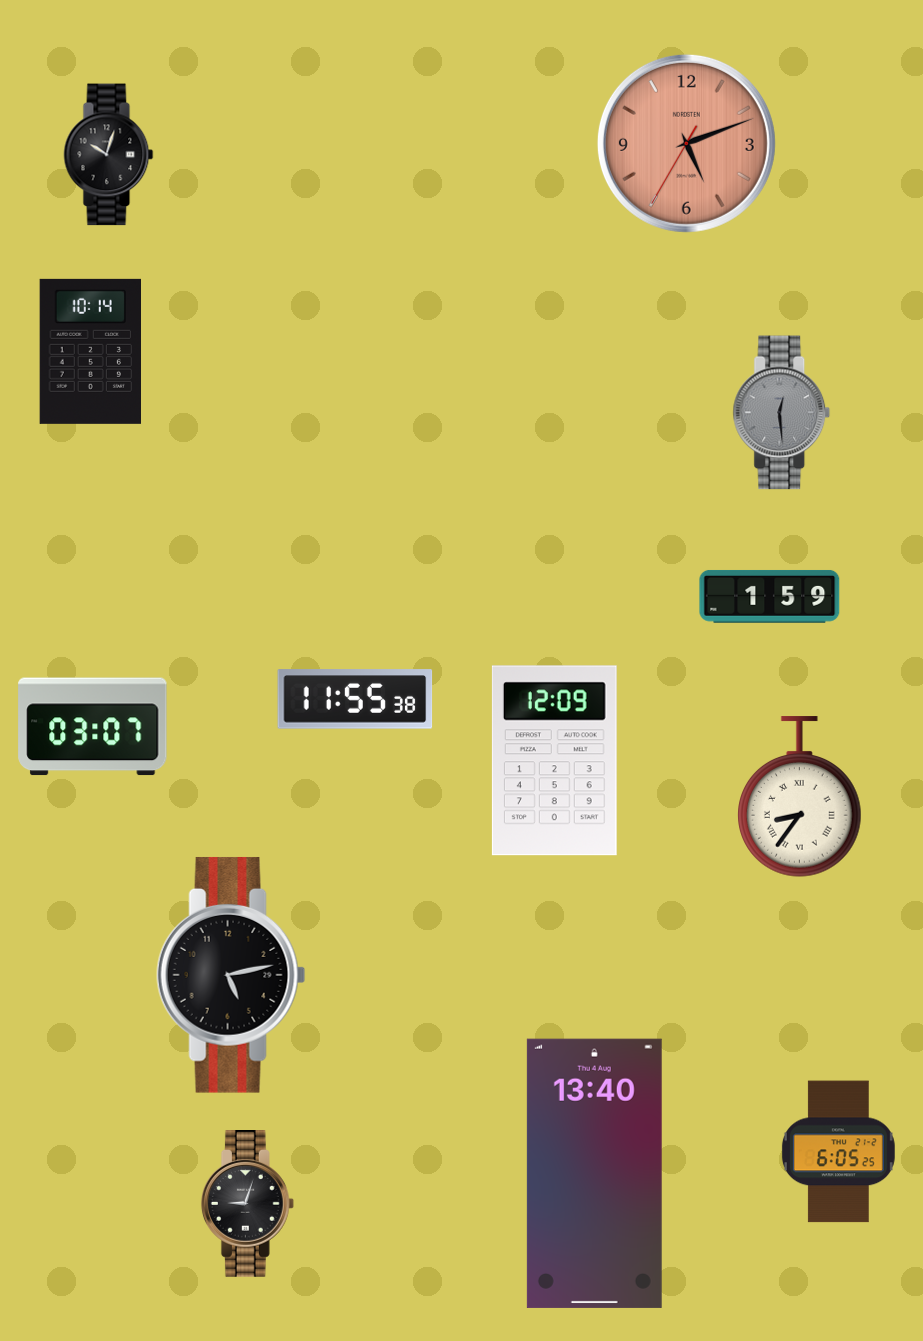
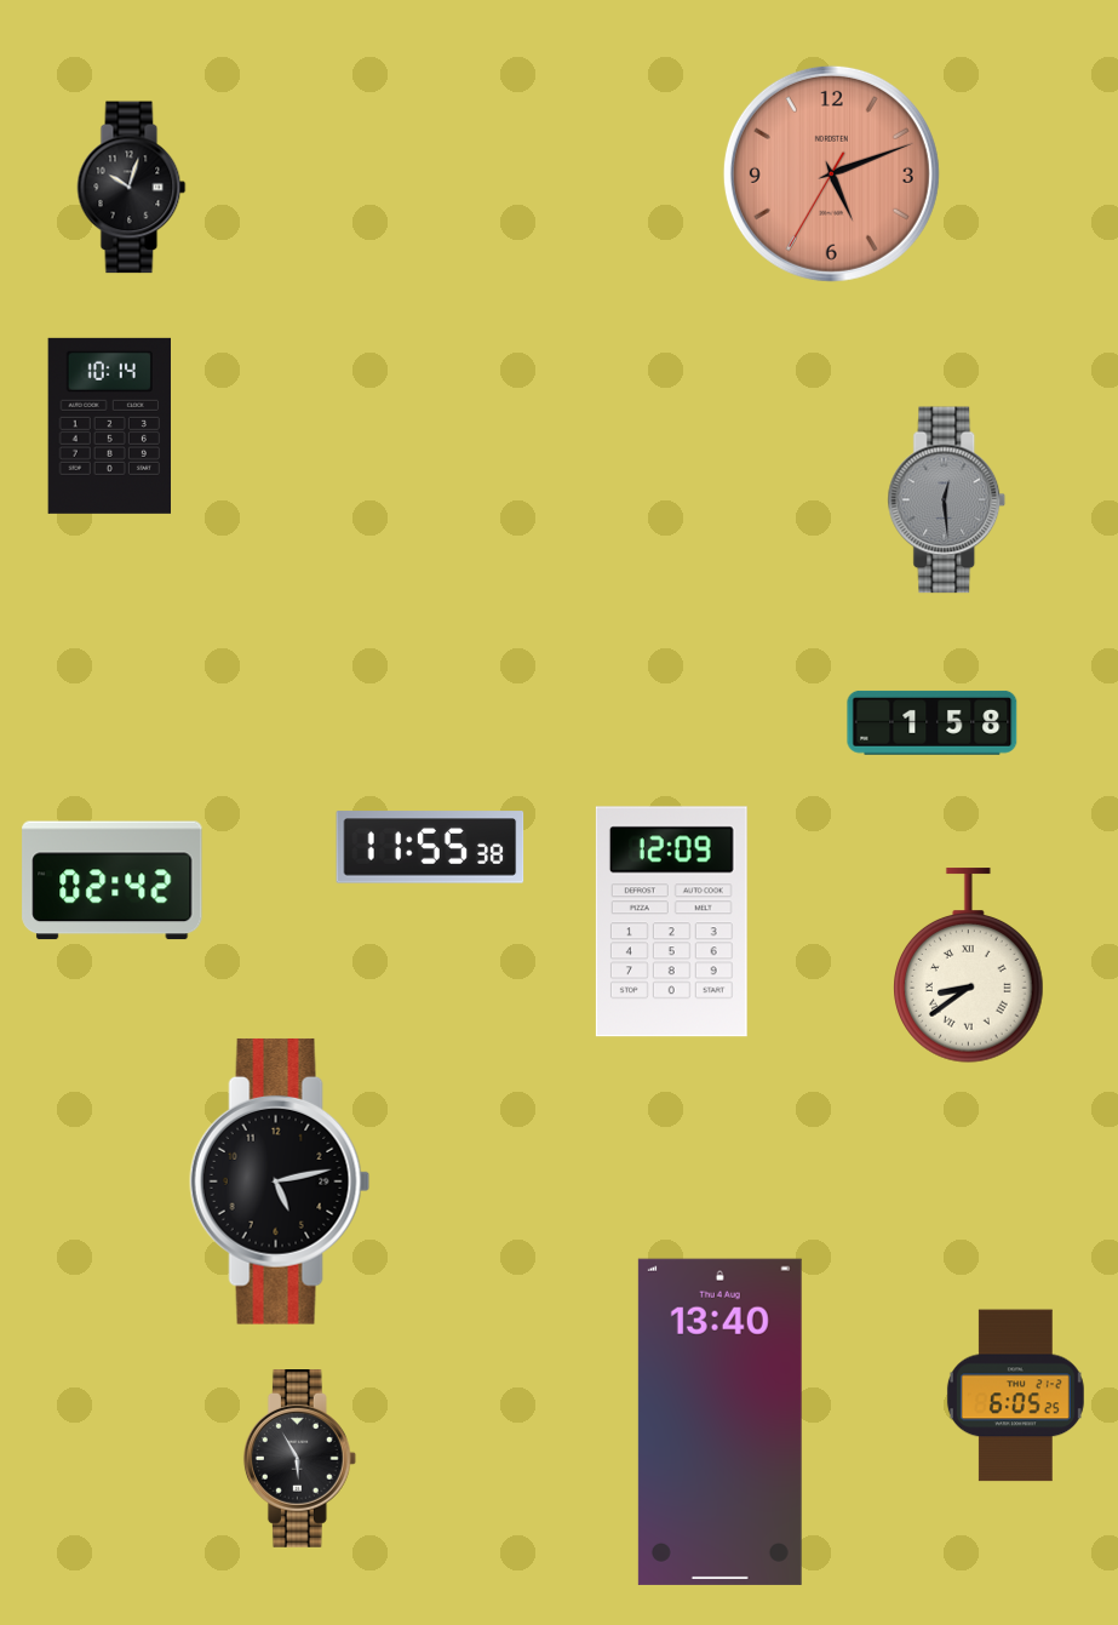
clock at (770, 596): 1:59 -> 1:58
clock at (93, 727): 03:07 -> 02:42
clock at (800, 797): 8:36 -> 8:39
clock at (247, 1204): 9:03 -> 5:55
